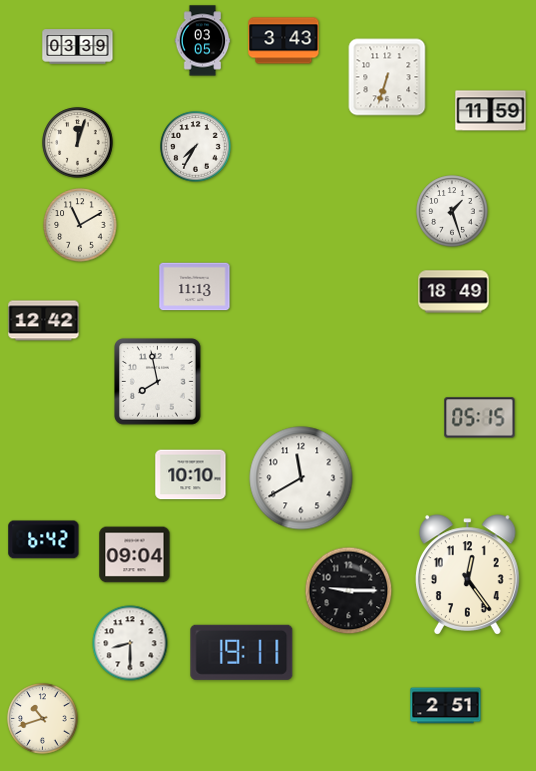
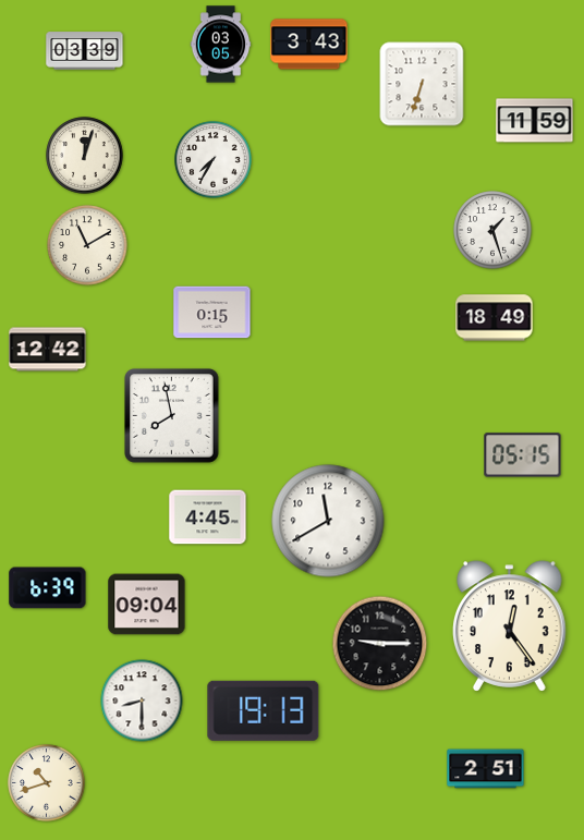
clock at (195, 287): 11:13 -> 0:15
clock at (191, 475): 10:10 -> 4:45
clock at (44, 540): 6:42 -> 6:39
clock at (242, 652): 19:11 -> 19:13
